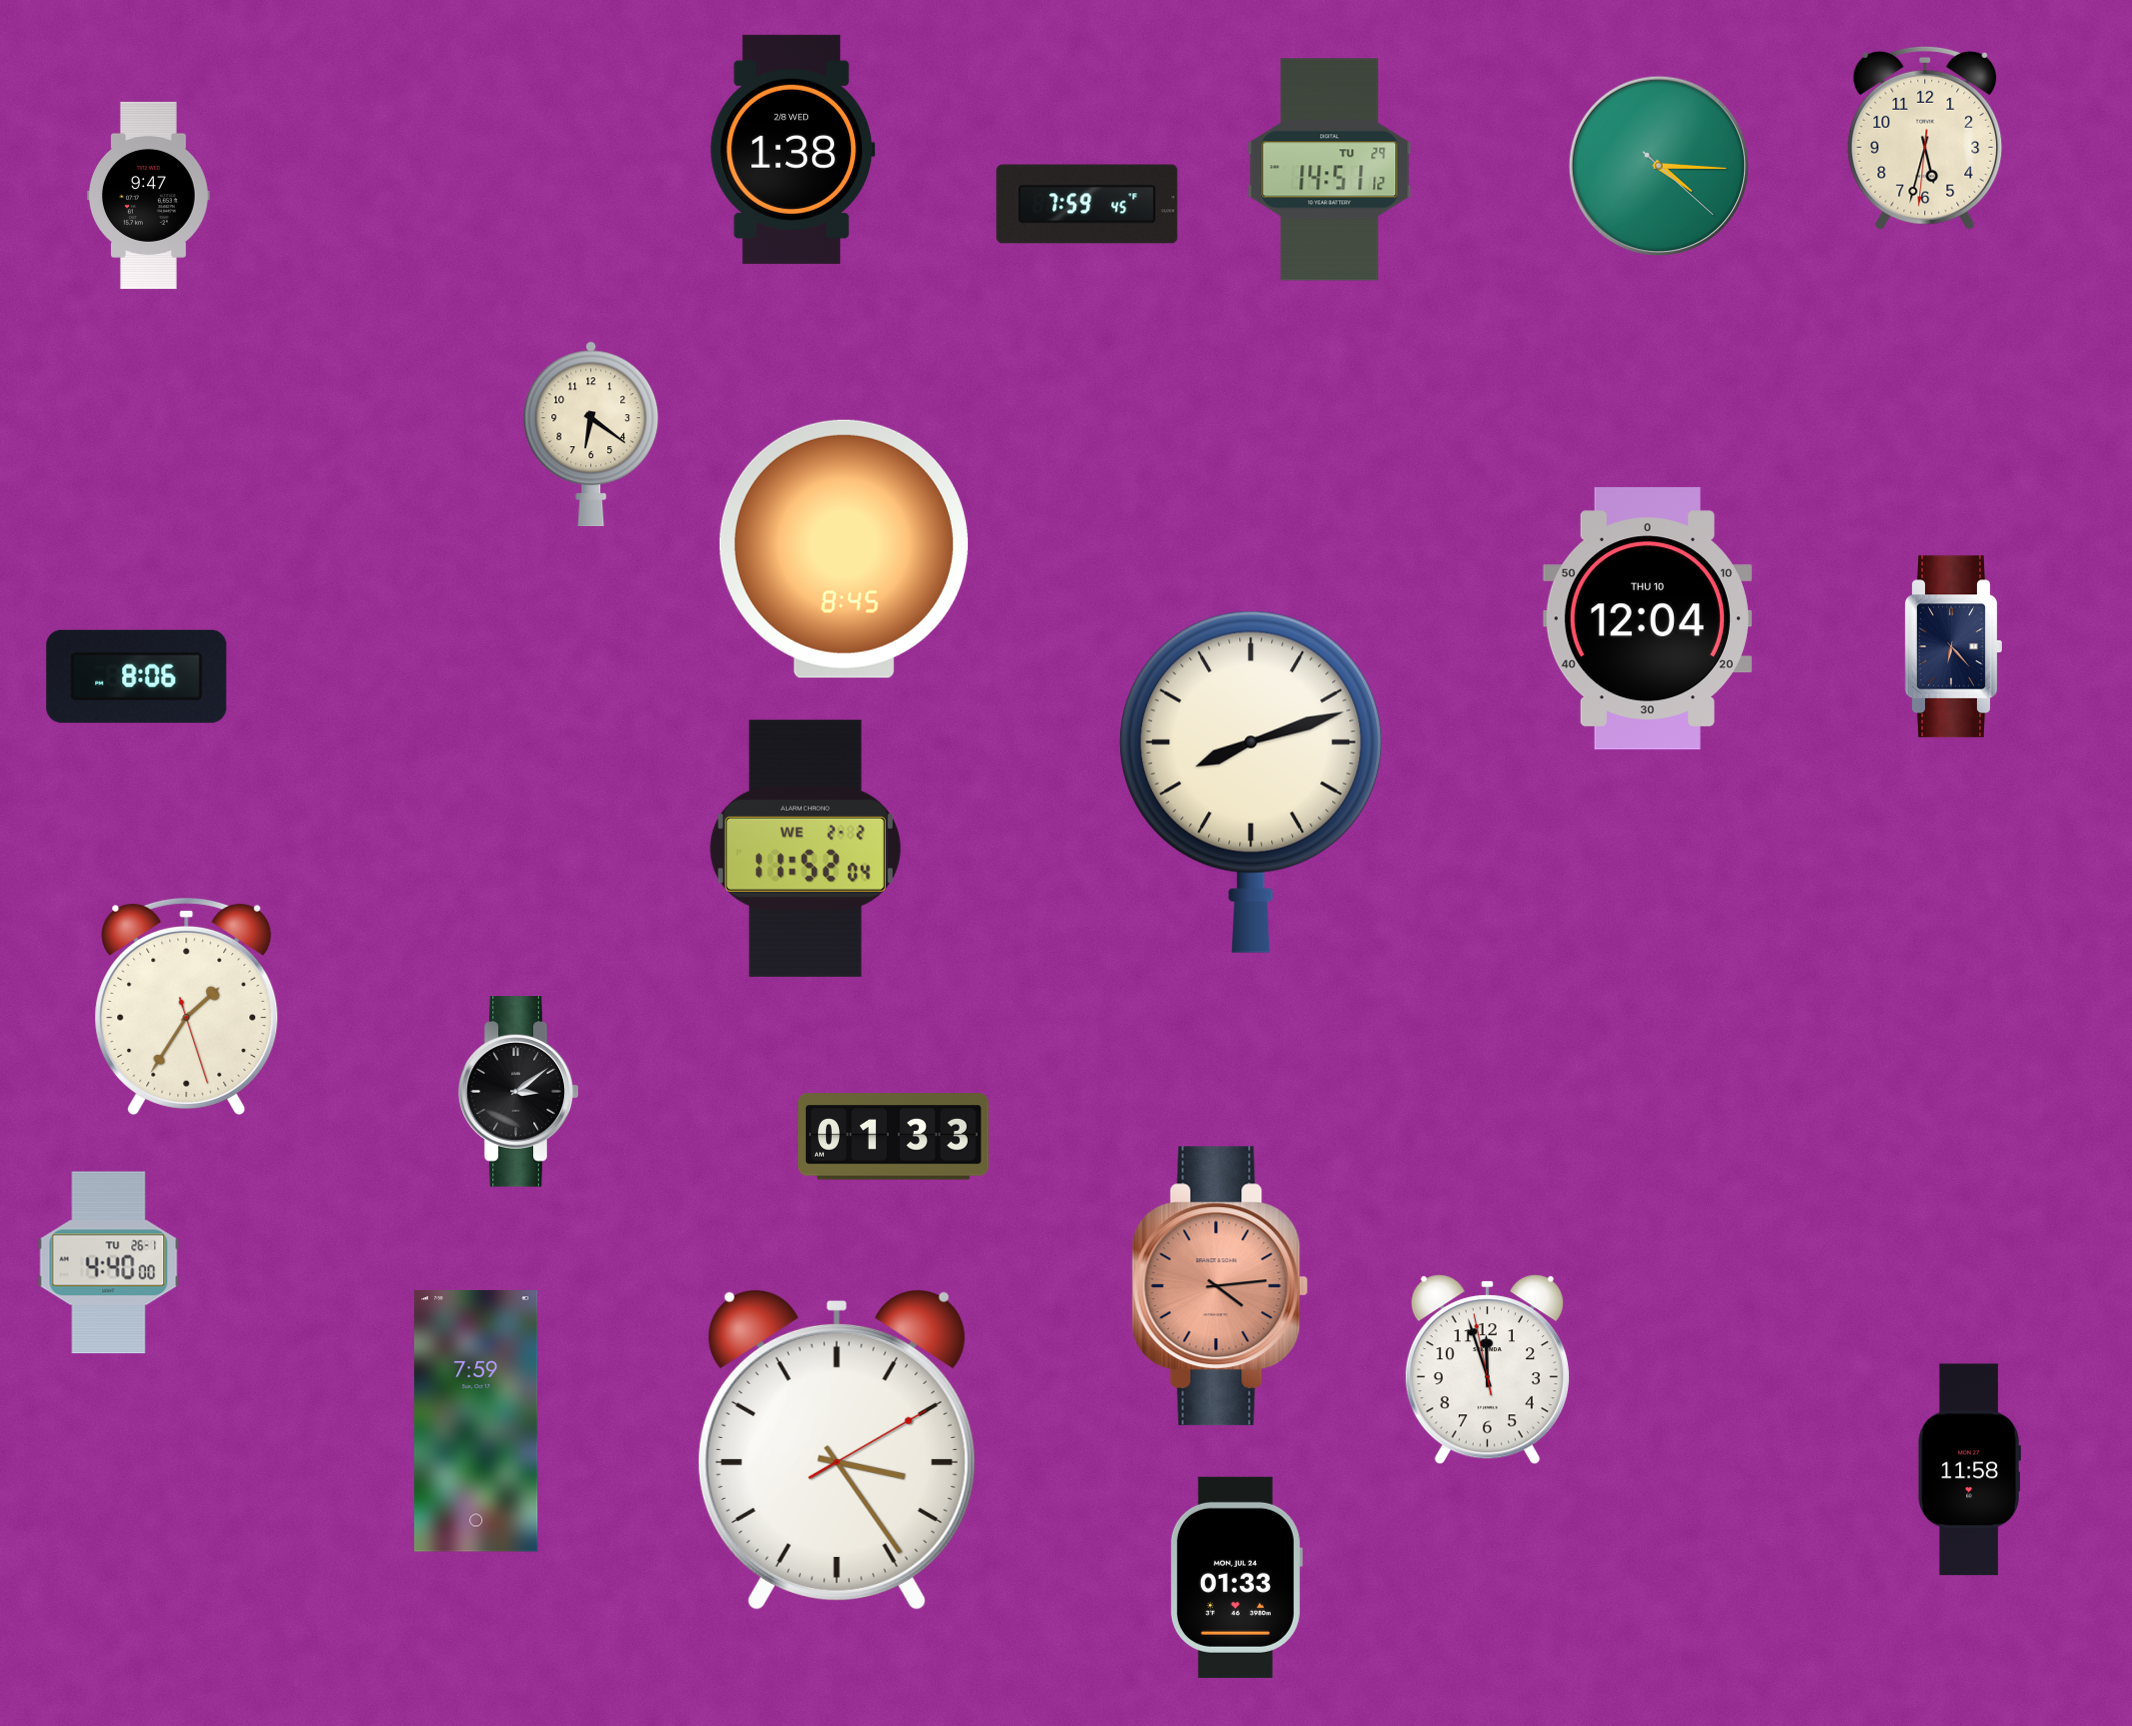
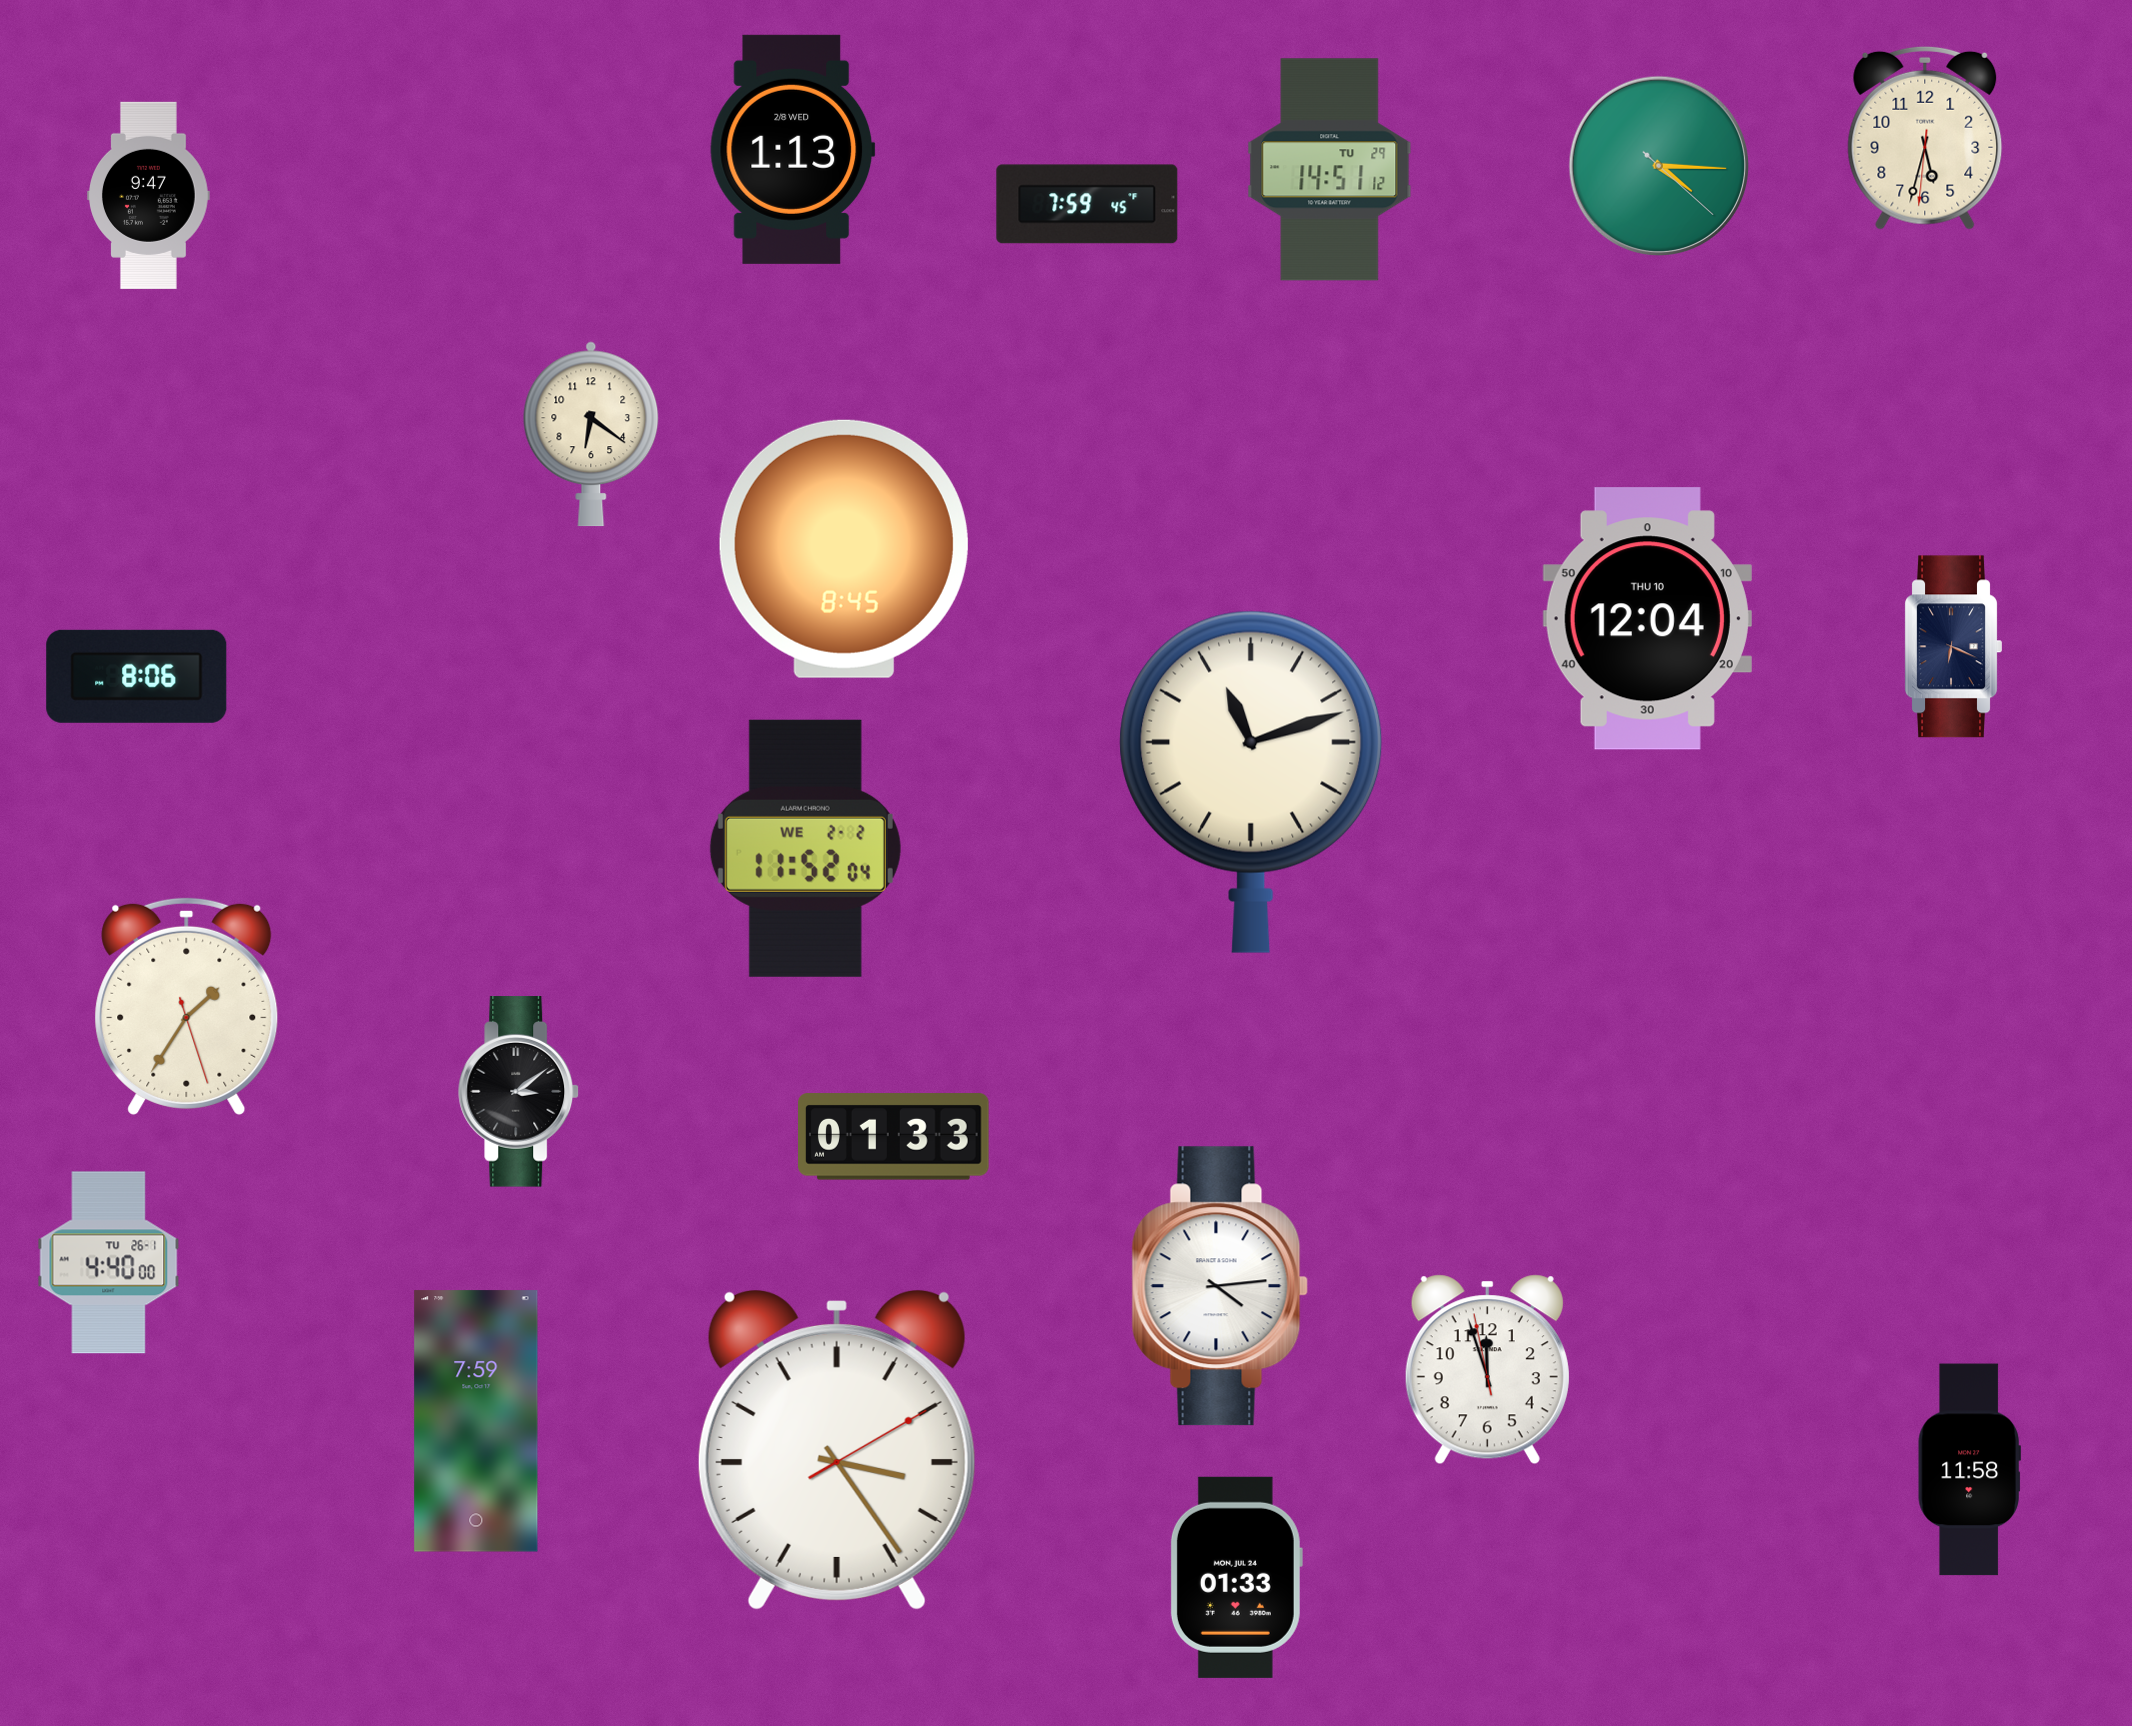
clock at (793, 149): 1:38 -> 1:13
clock at (1953, 647): 6:23 -> 6:19
clock at (1251, 782): 8:12 -> 11:12
clock at (1220, 1286) dial: salmon -> white
